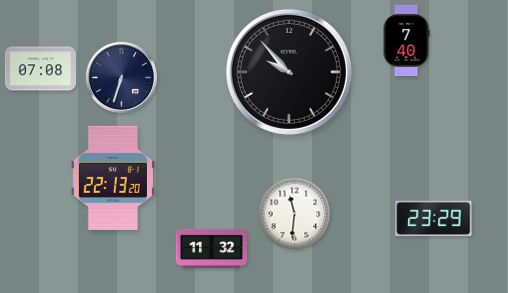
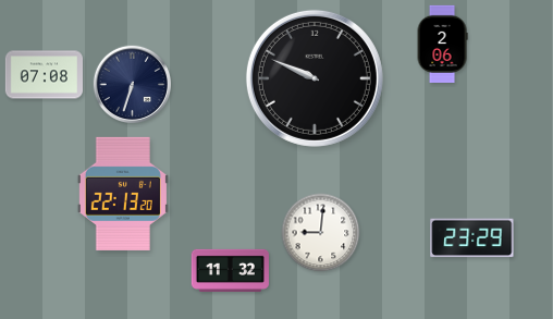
clock at (406, 40): 7:40 -> 2:06
clock at (289, 72): 9:53 -> 9:49
clock at (295, 214): 11:31 -> 9:01
